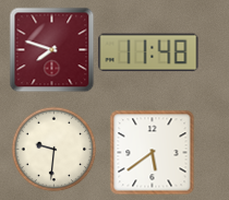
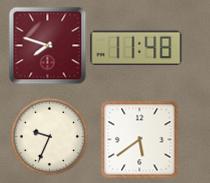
clock at (53, 149): 9:31 -> 9:34
